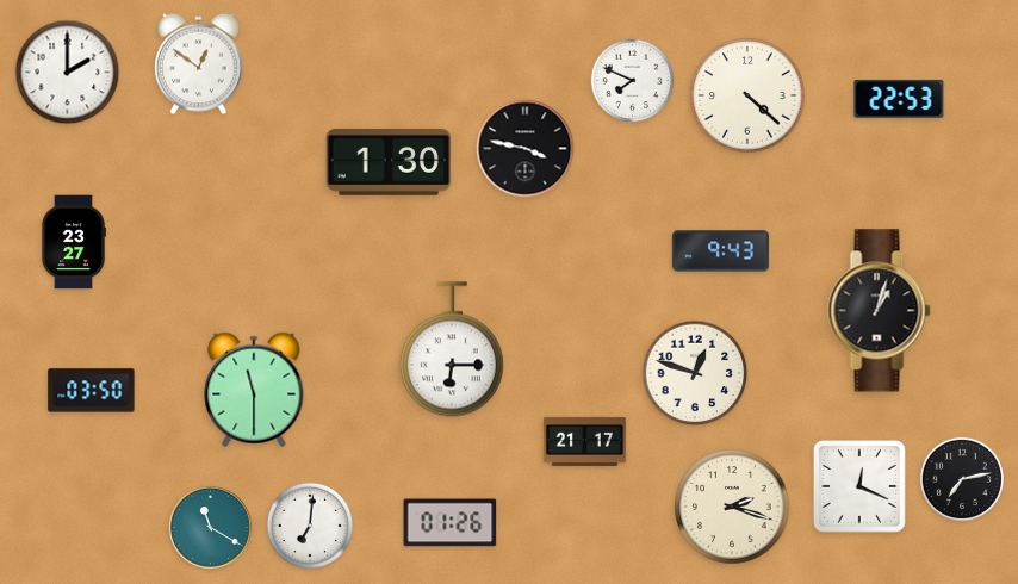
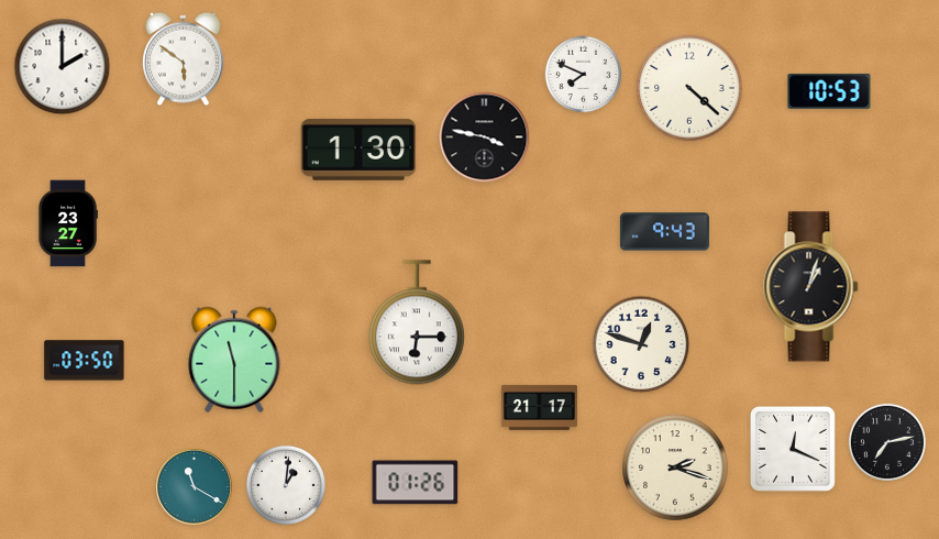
clock at (199, 64): 12:51 -> 5:51
clock at (899, 99): 22:53 -> 10:53
clock at (310, 526): 7:01 -> 1:01
